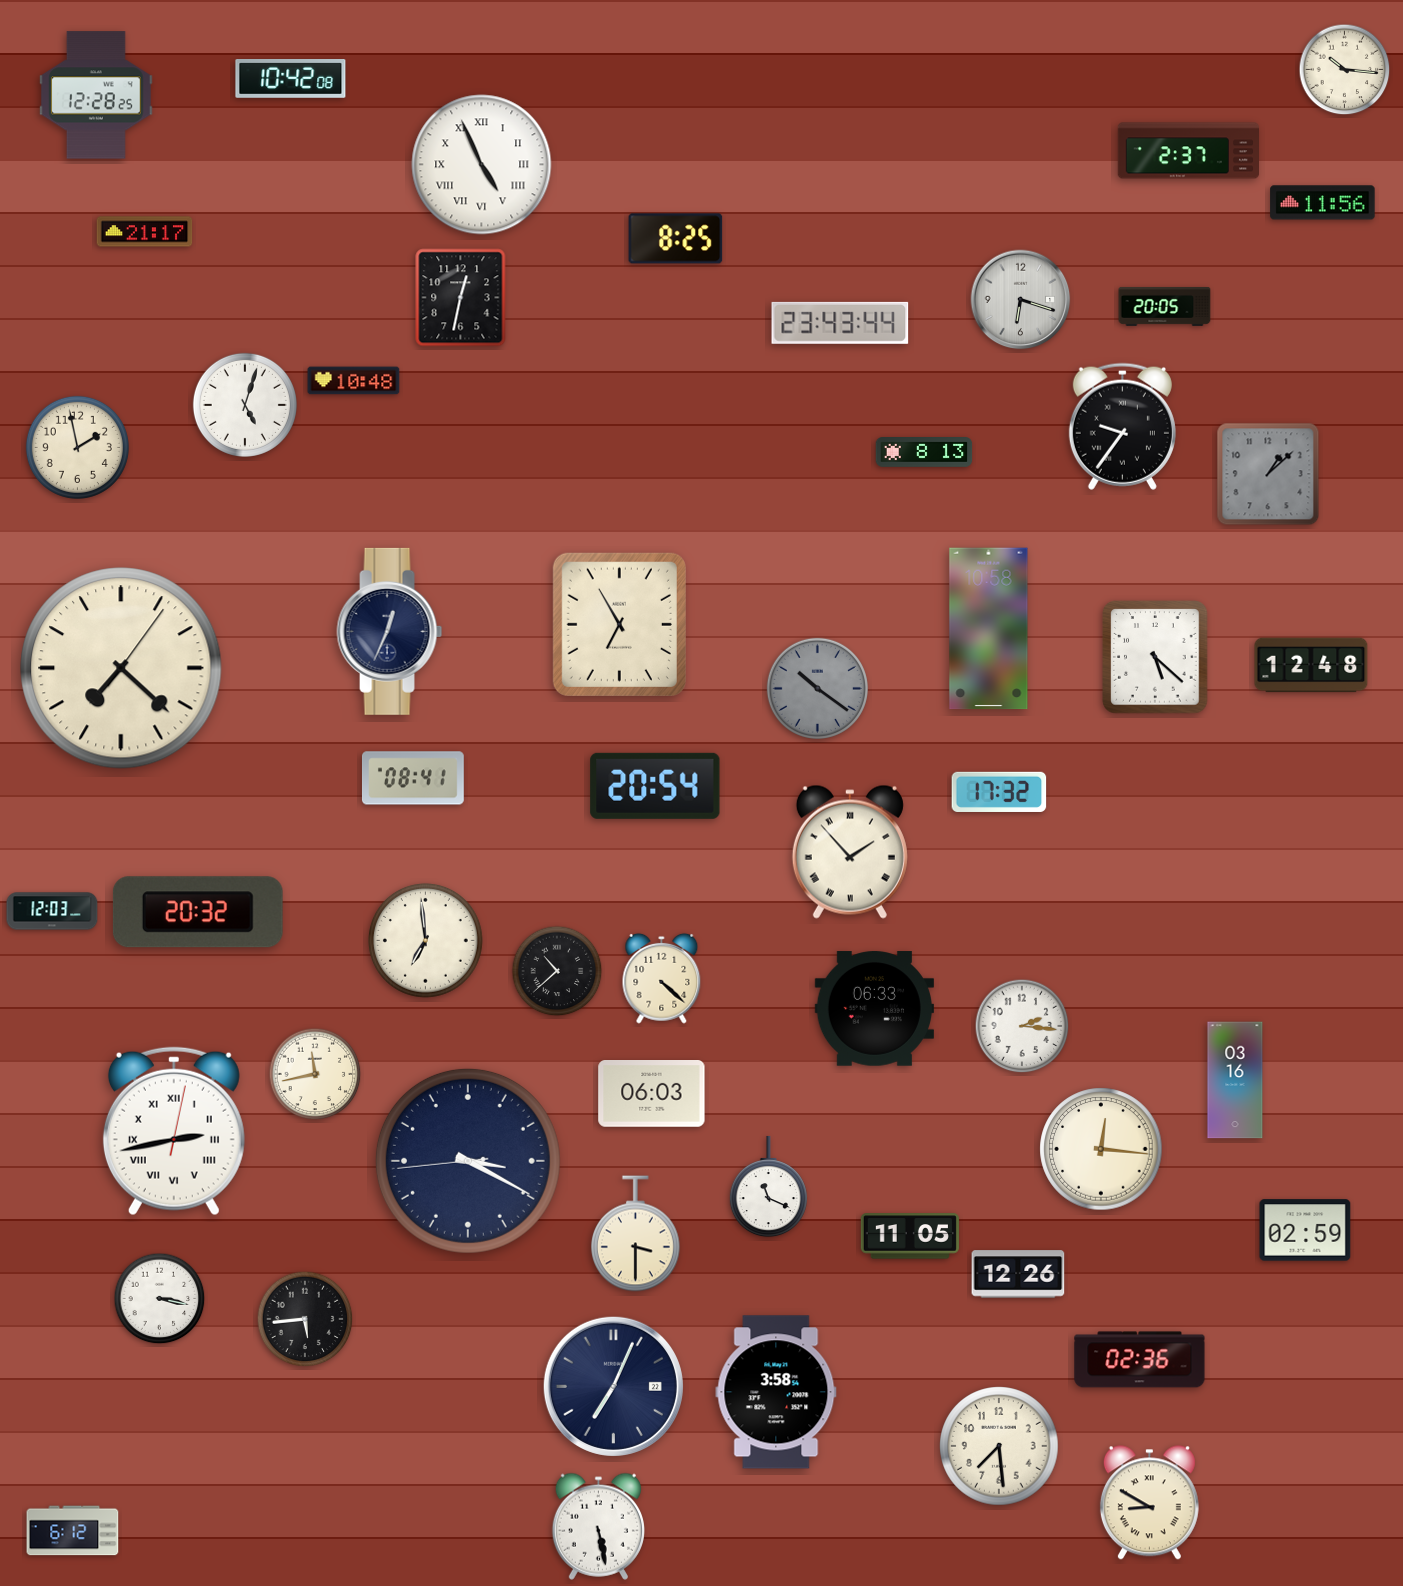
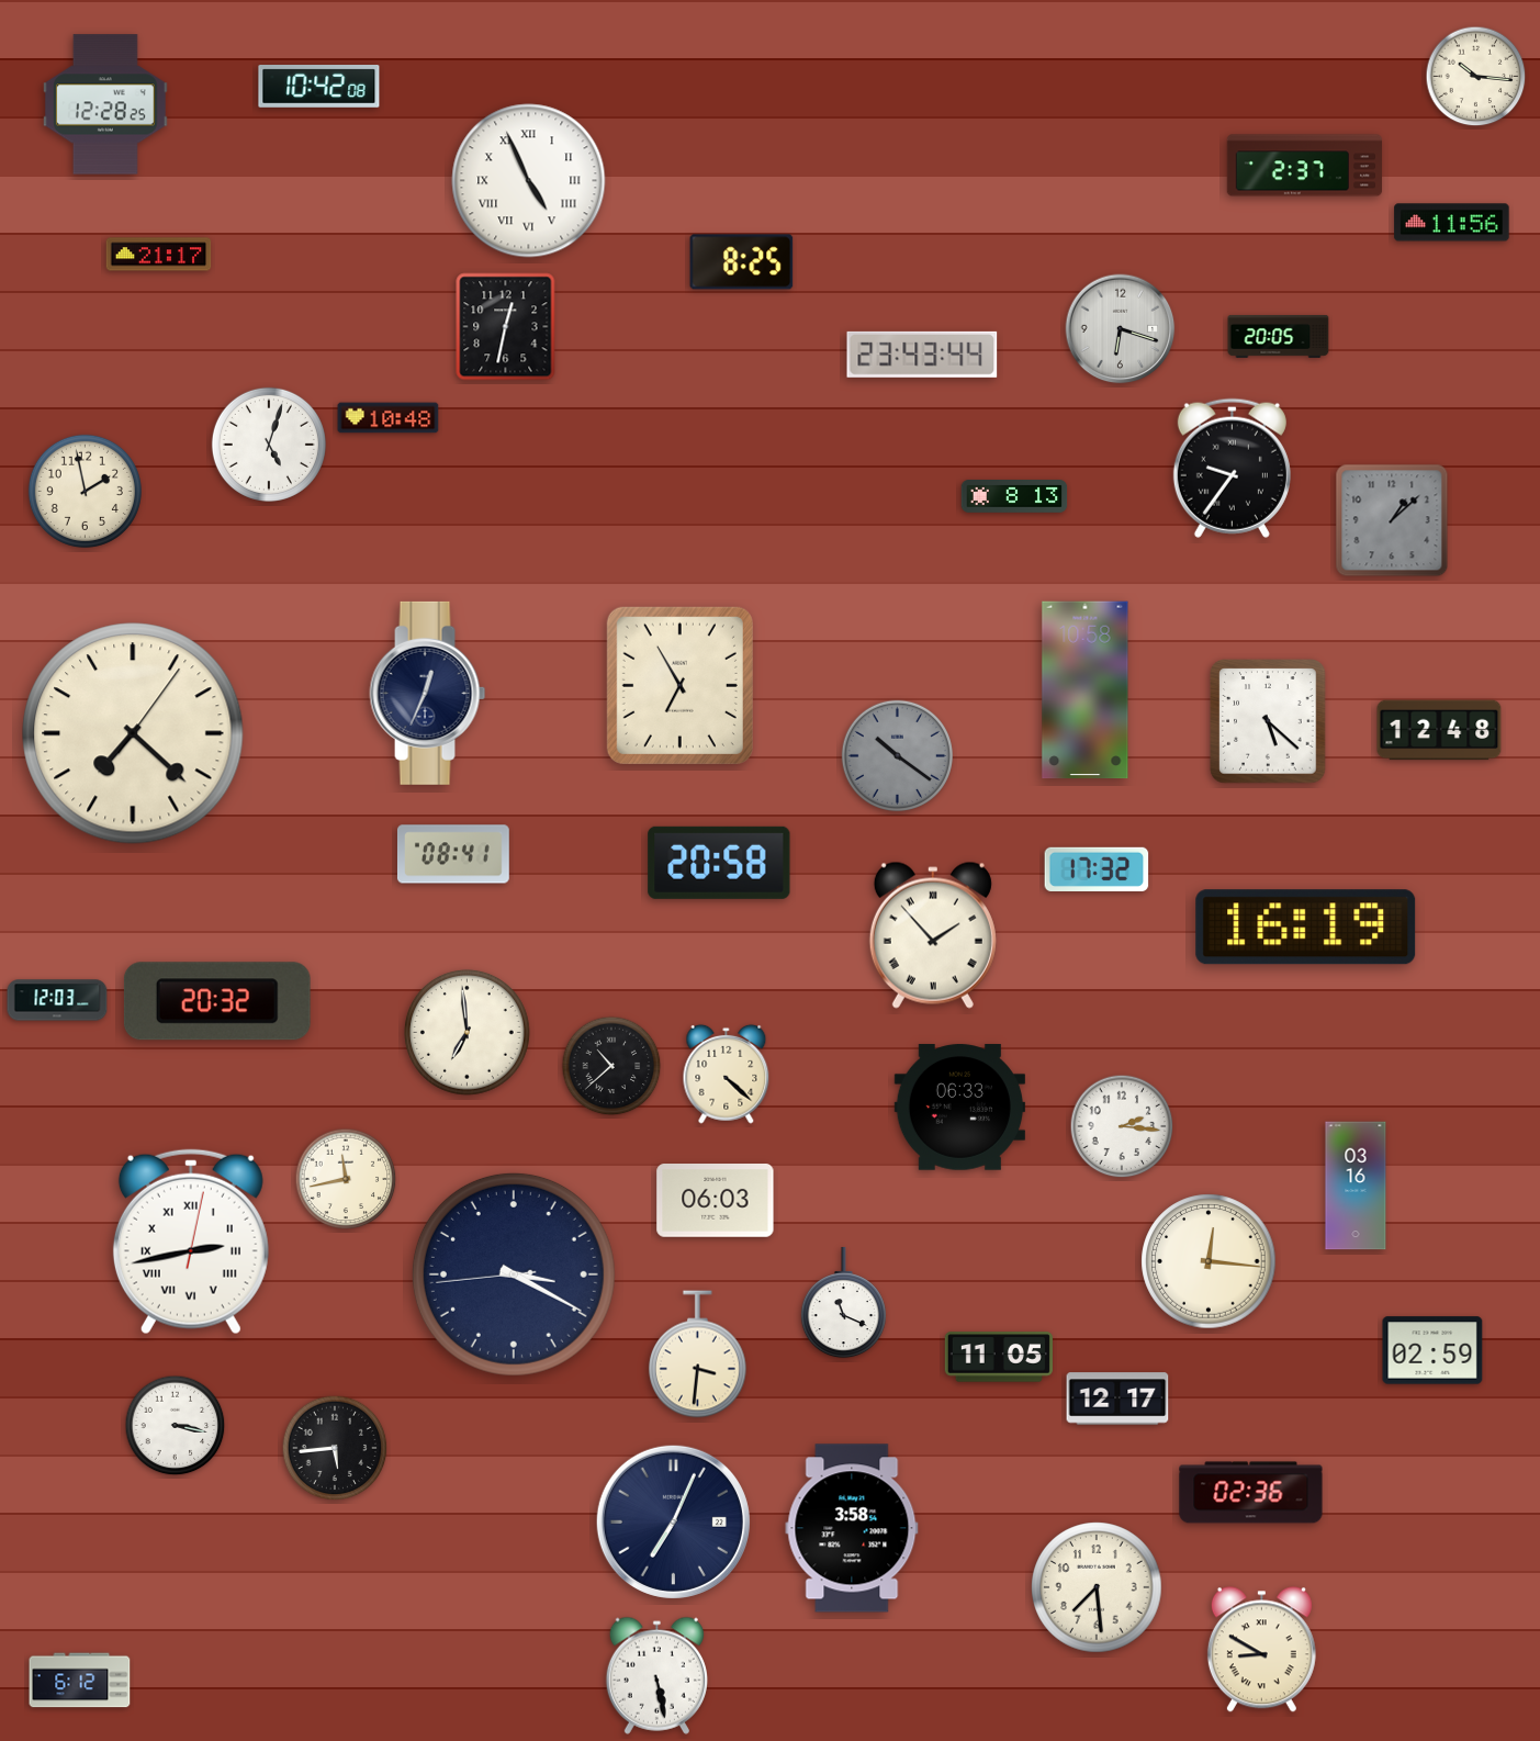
clock at (655, 786): 20:54 -> 20:58
clock at (1306, 928): none -> 16:19
clock at (635, 1234): 3:30 -> 3:31
clock at (1018, 1274): 12:26 -> 12:17
